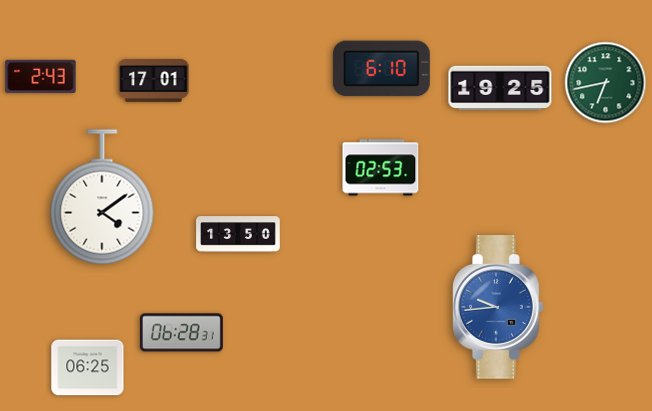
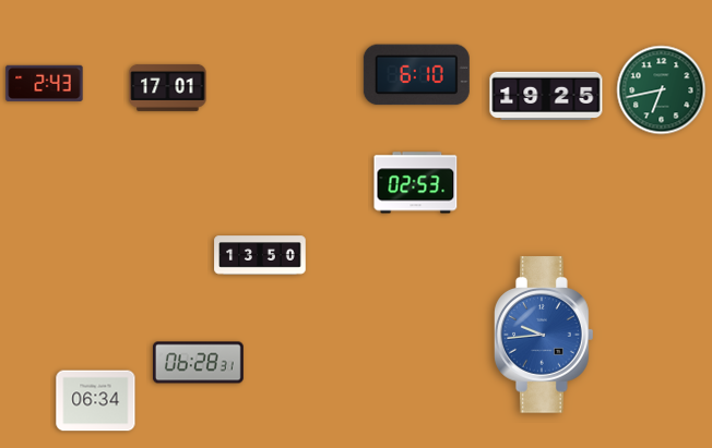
clock at (102, 197): 4:09 -> none
clock at (88, 368): 06:25 -> 06:34
